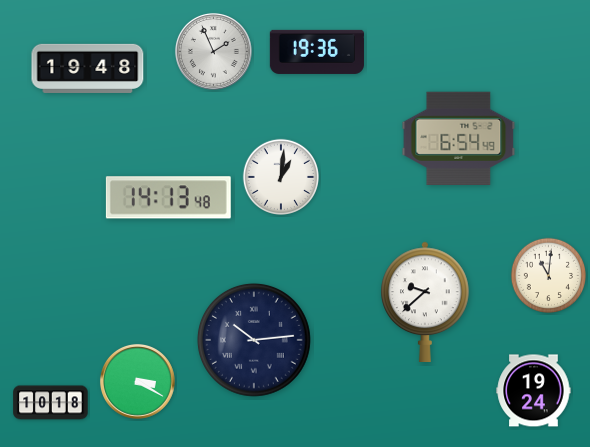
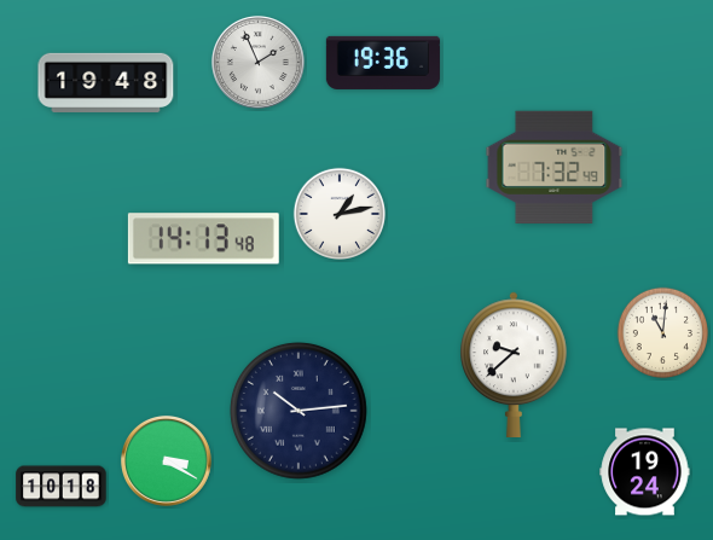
clock at (459, 138): 6:54 -> 7:32
clock at (280, 176): 1:01 -> 1:13
clock at (254, 340) position: (254, 340) -> (298, 411)
